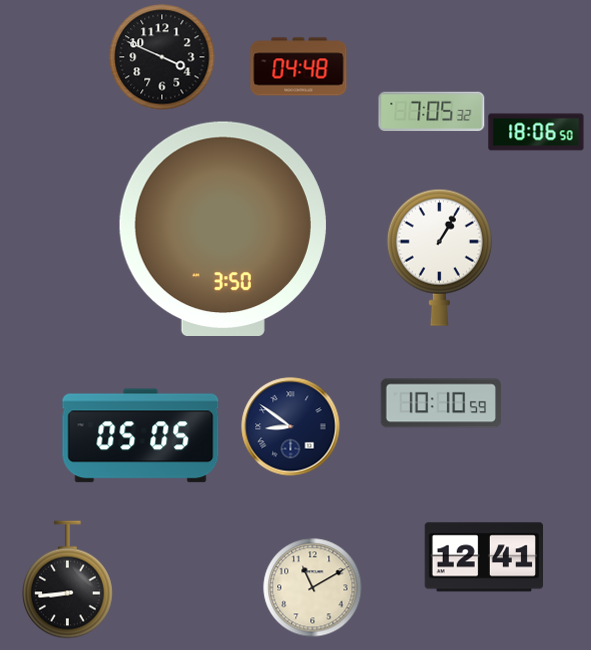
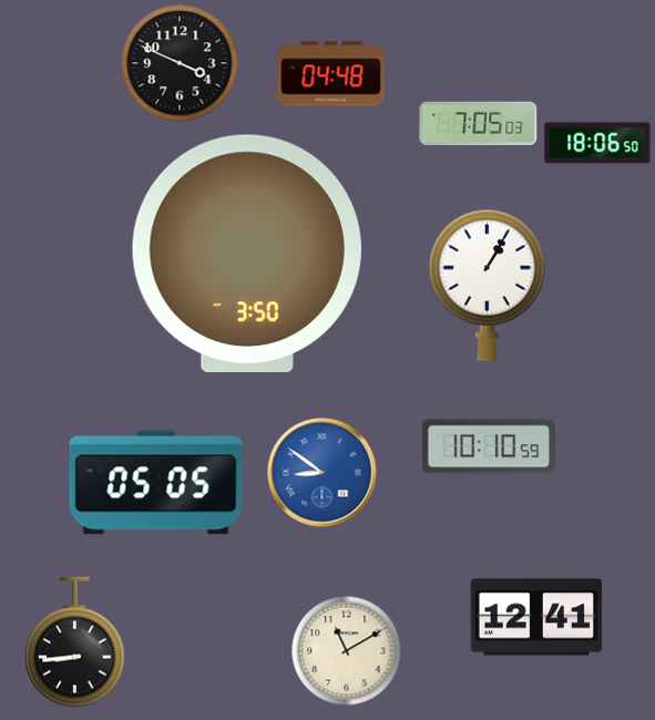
clock at (432, 111): 7:05:32 -> 7:05:03
clock at (536, 132) position: (536, 132) -> (597, 143)
clock at (291, 427) dial: navy -> blue
